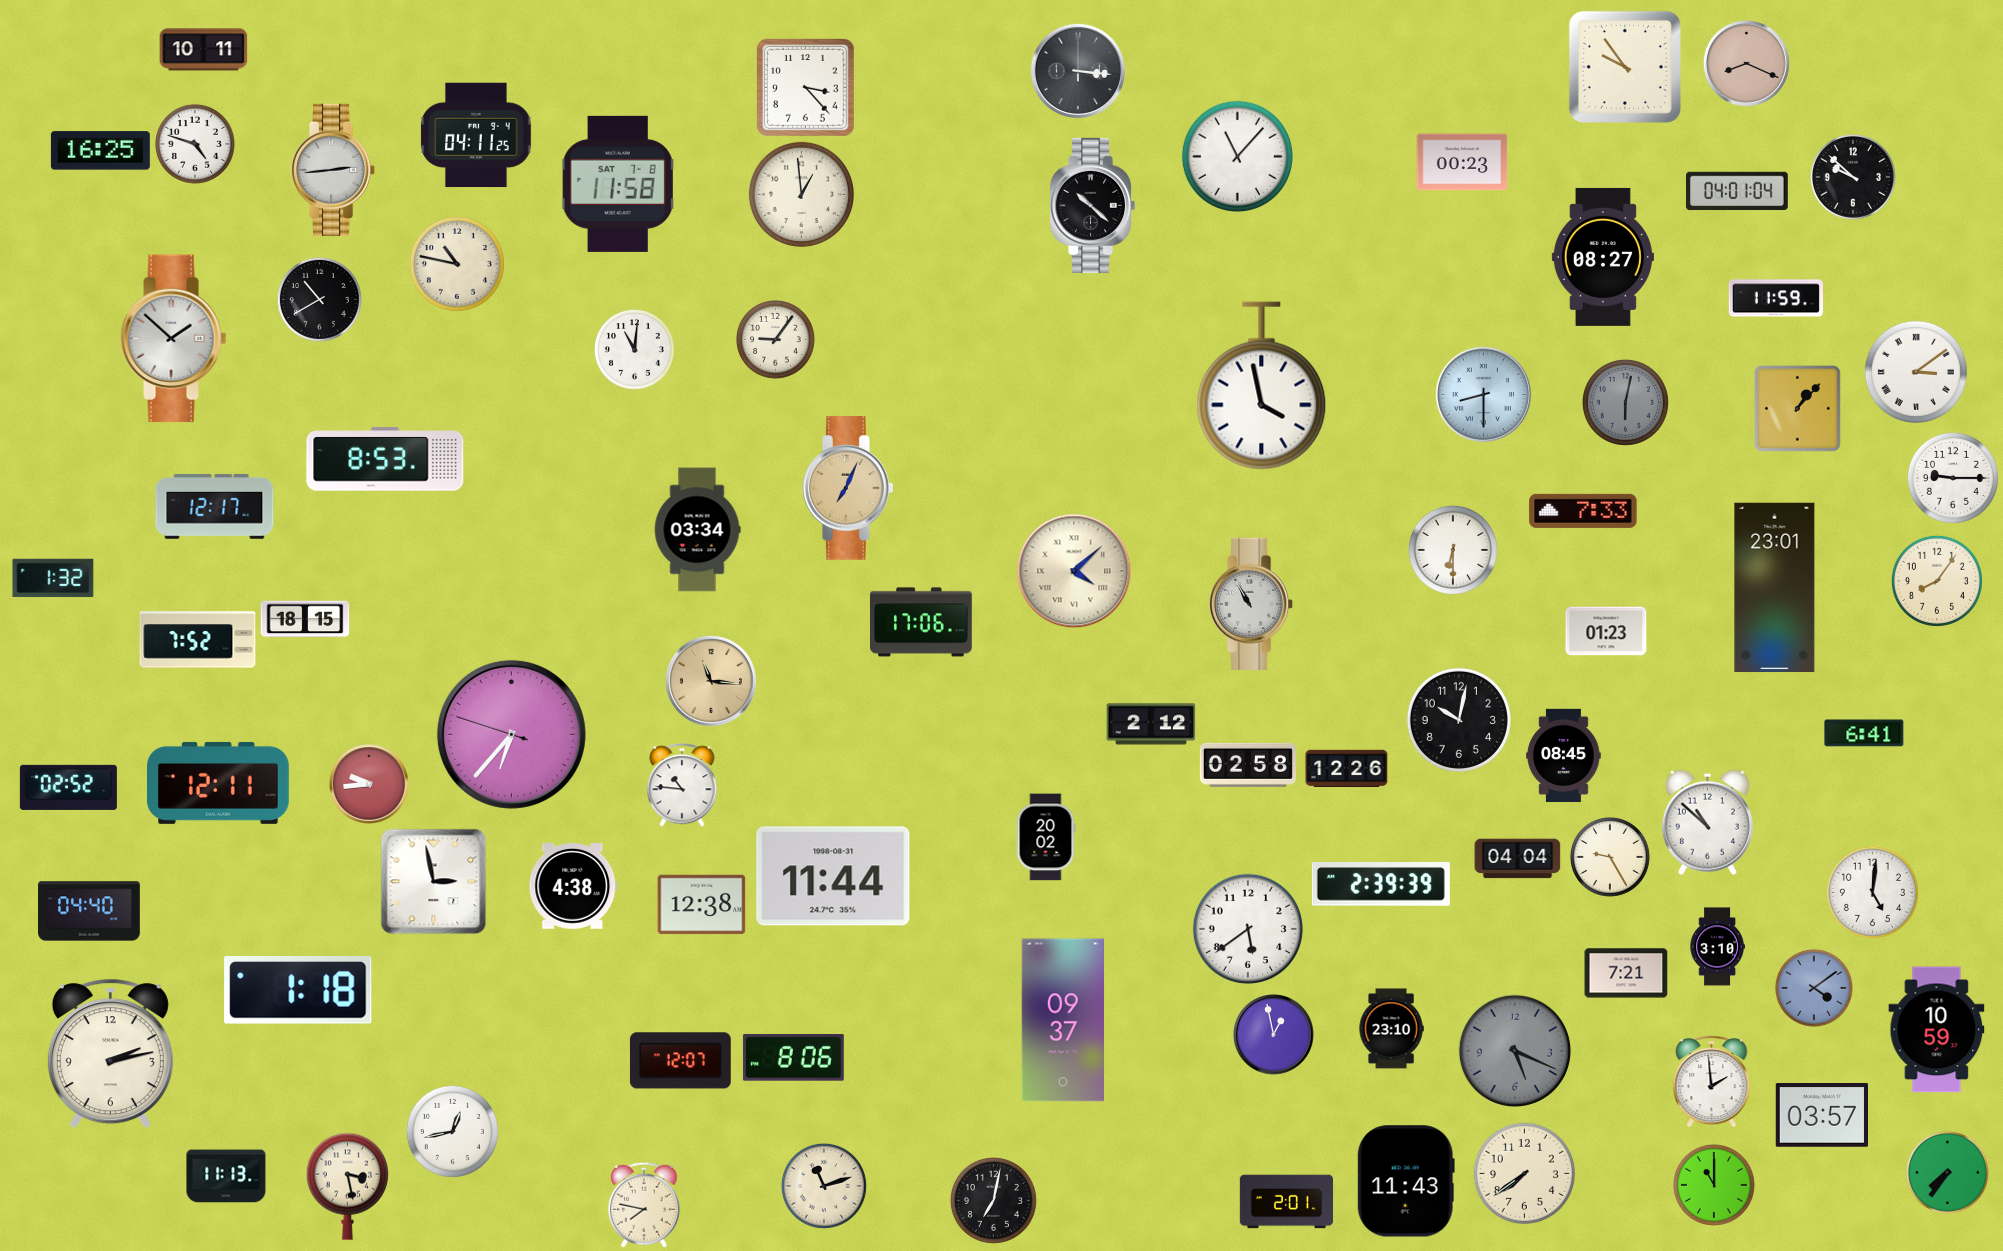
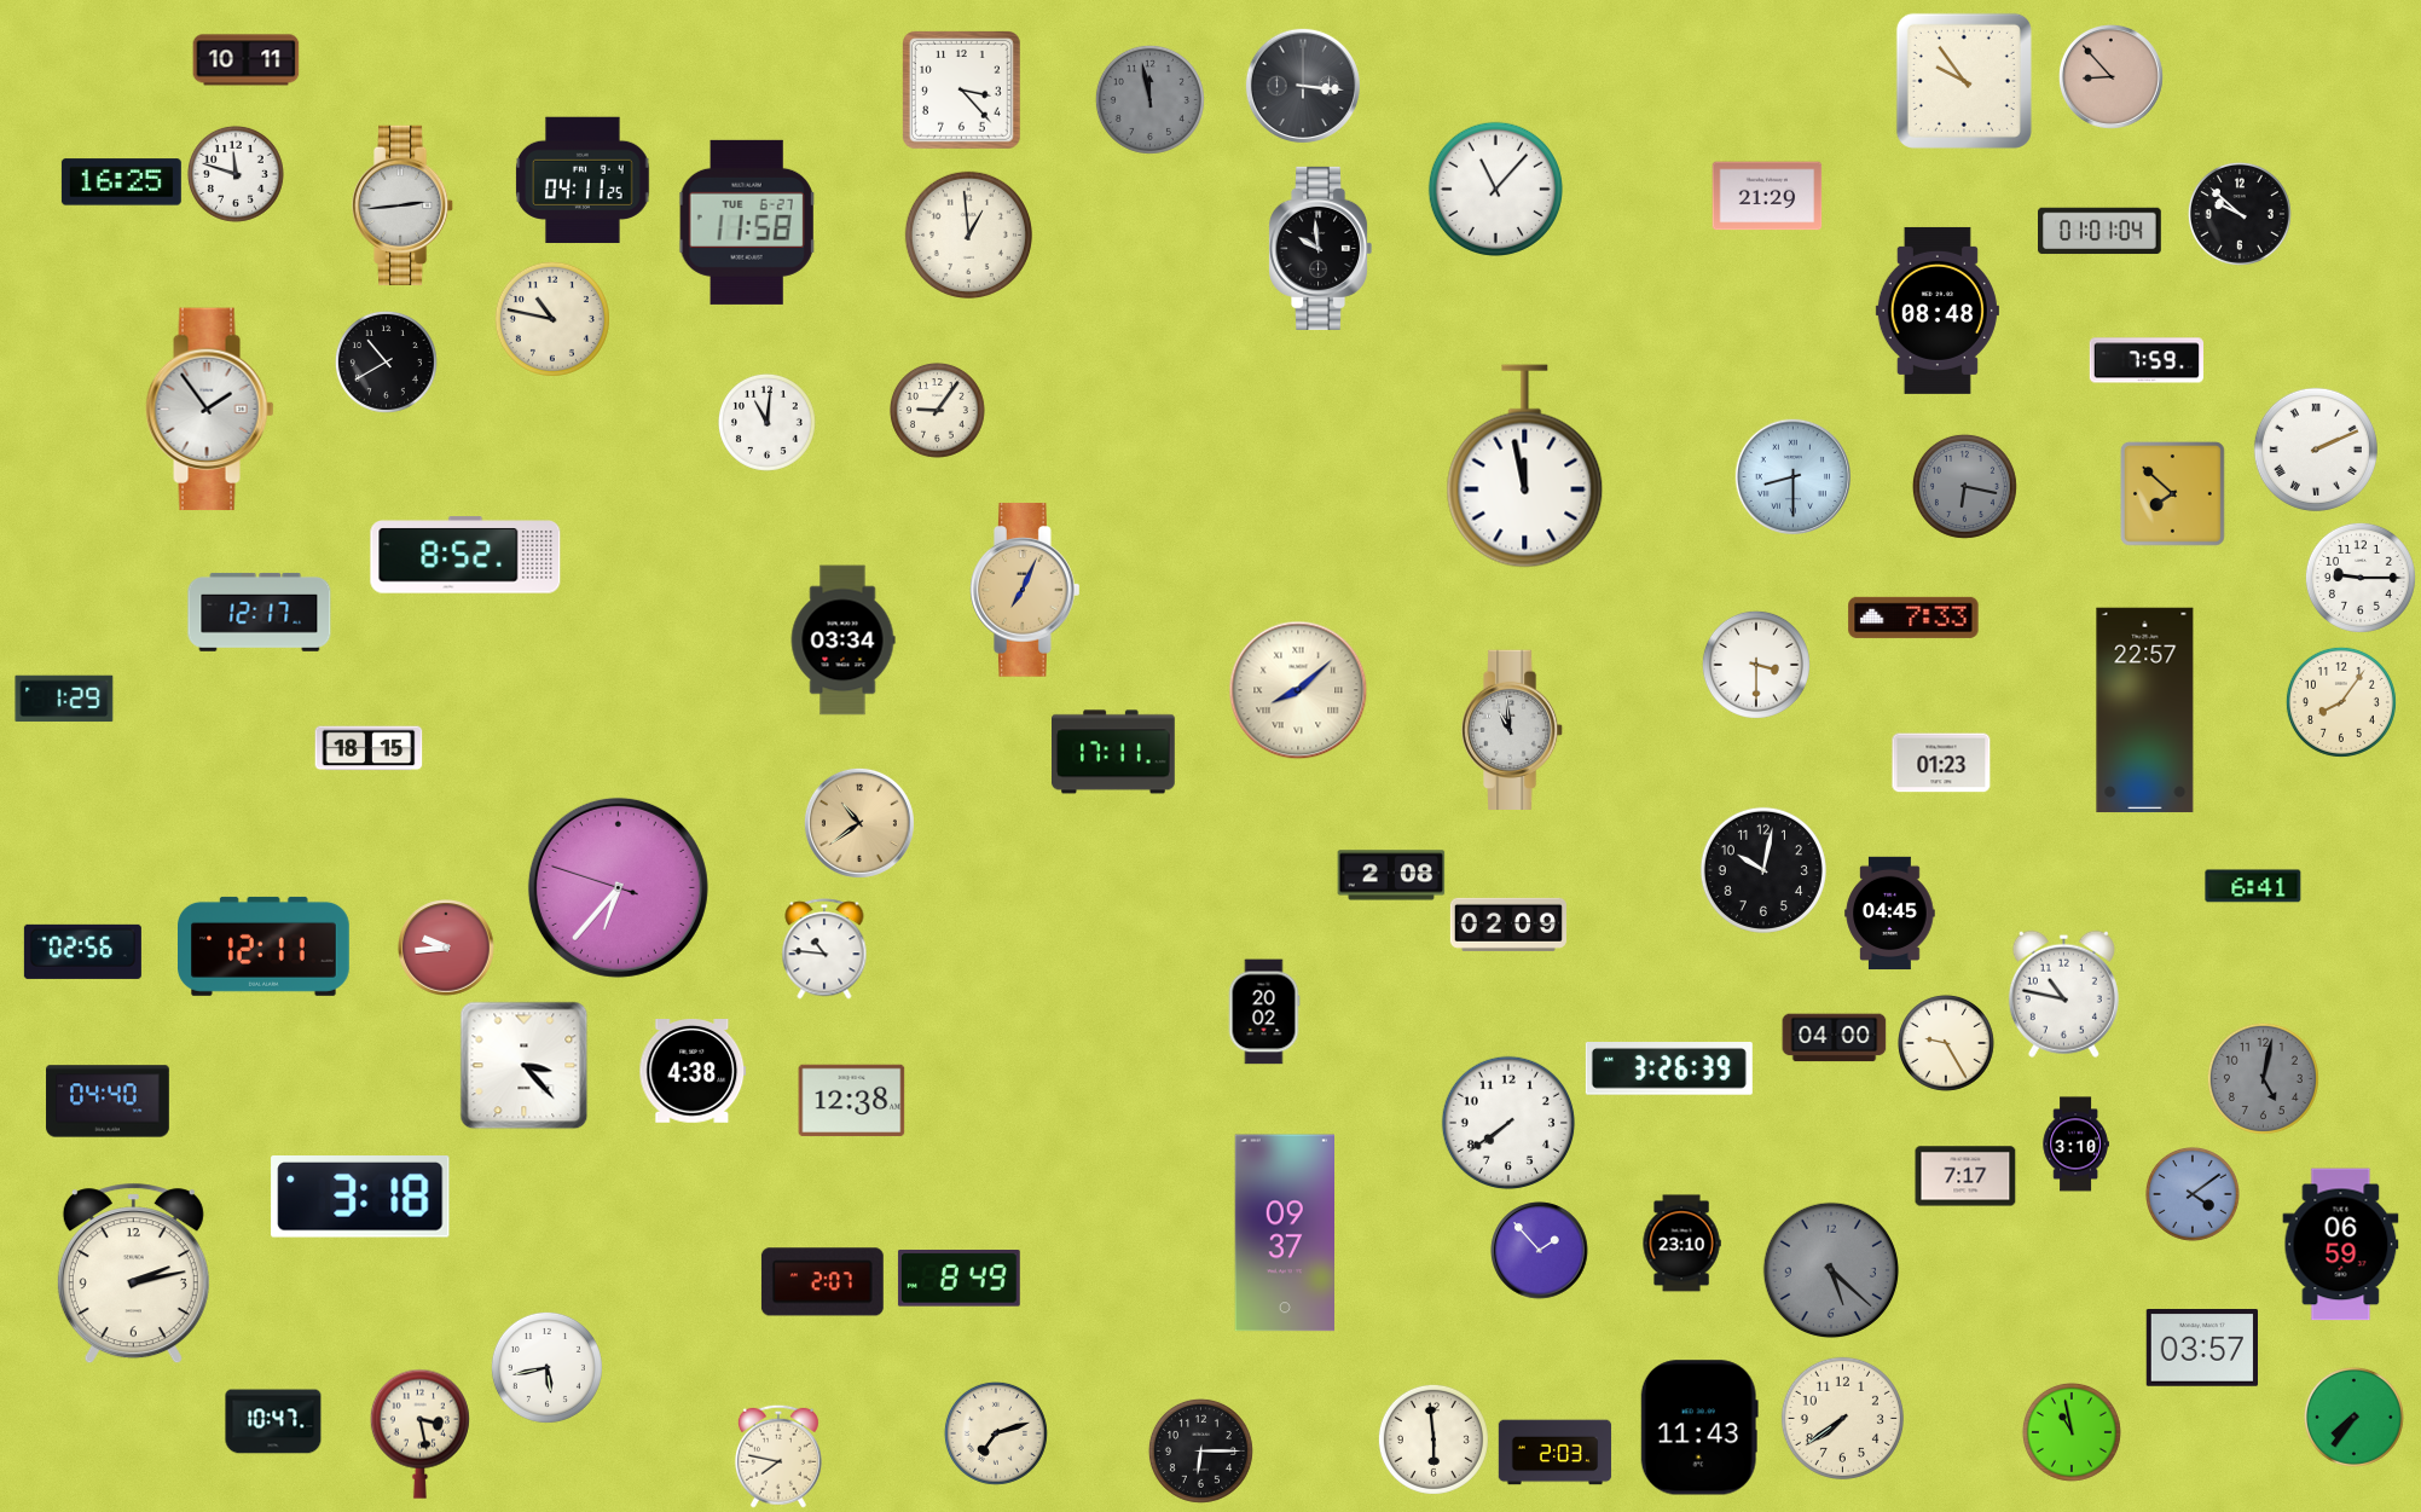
clock at (1746, 63): 8:19 -> 8:53
clock at (1149, 99): none -> 11:58
clock at (806, 88) position: (806, 88) -> (962, 91)
clock at (476, 135) position: (476, 135) -> (583, 180)
clock at (195, 144): 4:48 -> 11:48
clock at (1462, 162): 00:23 -> 21:29
clock at (618, 184) date: SAT 7-8 -> TUE 6-27
clock at (1738, 191): 04:01 -> 01:01
clock at (1093, 205): 10:22 -> 9:59
clock at (1603, 257): 08:27 -> 08:48
clock at (1776, 298): 11:59 -> 7:59
clock at (174, 339): 1:52 -> 1:54
clock at (1916, 372): 3:09 -> 2:11
clock at (1262, 386): 3:58 -> 11:58
clock at (1625, 402): 6:02 -> 6:17
clock at (1798, 409): 1:07 -> 7:52
clock at (385, 459): 8:53 -> 8:52
clock at (1453, 550): 6:30 -> 3:30
clock at (1074, 571): 4:08 -> 8:08
clock at (53, 578): 1:32 -> 1:29
clock at (1775, 588): 23:01 -> 22:57
clock at (1252, 604): 10:55 -> 10:59
clock at (922, 622): 17:06 -> 17:11
clock at (198, 640): 7:52 -> none
clock at (711, 681): 11:16 -> 10:39
clock at (1151, 724): 2:12 -> 2:08
clock at (1564, 756): 08:45 -> 04:45
clock at (1248, 765): 02:58 -> 02:09
clock at (1347, 769): 12:26 -> none
clock at (68, 787): 02:52 -> 02:56
clock at (1707, 822): 10:52 -> 10:47
clock at (1610, 857) position: (1610, 857) -> (1946, 1043)
clock at (1518, 859): 04:04 -> 04:00
clock at (833, 876): 11:44 -> none
clock at (434, 882): 2:58 -> 3:23
clock at (1381, 885): 2:39 -> 3:26
clock at (1872, 892): 5:01 -> 5:02
clock at (1872, 892) dial: white -> grey
clock at (702, 905) position: (702, 905) -> (852, 1101)
clock at (1248, 929): 5:39 -> 7:39
clock at (1626, 973): 7:21 -> 7:17
clock at (298, 991): 1:18 -> 3:18
clock at (1937, 1030): 10:59 -> 06:59
clock at (1274, 1035): 12:58 -> 1:53
clock at (1514, 1050): 5:19 -> 5:22
clock at (793, 1058): 8:06 -> 8:49
clock at (680, 1061): 12:07 -> 2:07
clock at (1712, 1082): 1:59 -> none
clock at (452, 1131): 12:43 -> 5:43
clock at (226, 1176): 11:13 -> 10:47
clock at (1714, 1185): 11:00 -> 10:58
clock at (824, 1186): 11:12 -> 7:12
clock at (1434, 1439): none -> 5:59
clock at (993, 1200): 7:02 -> 6:15
clock at (1287, 1202): 2:01 -> 2:03
